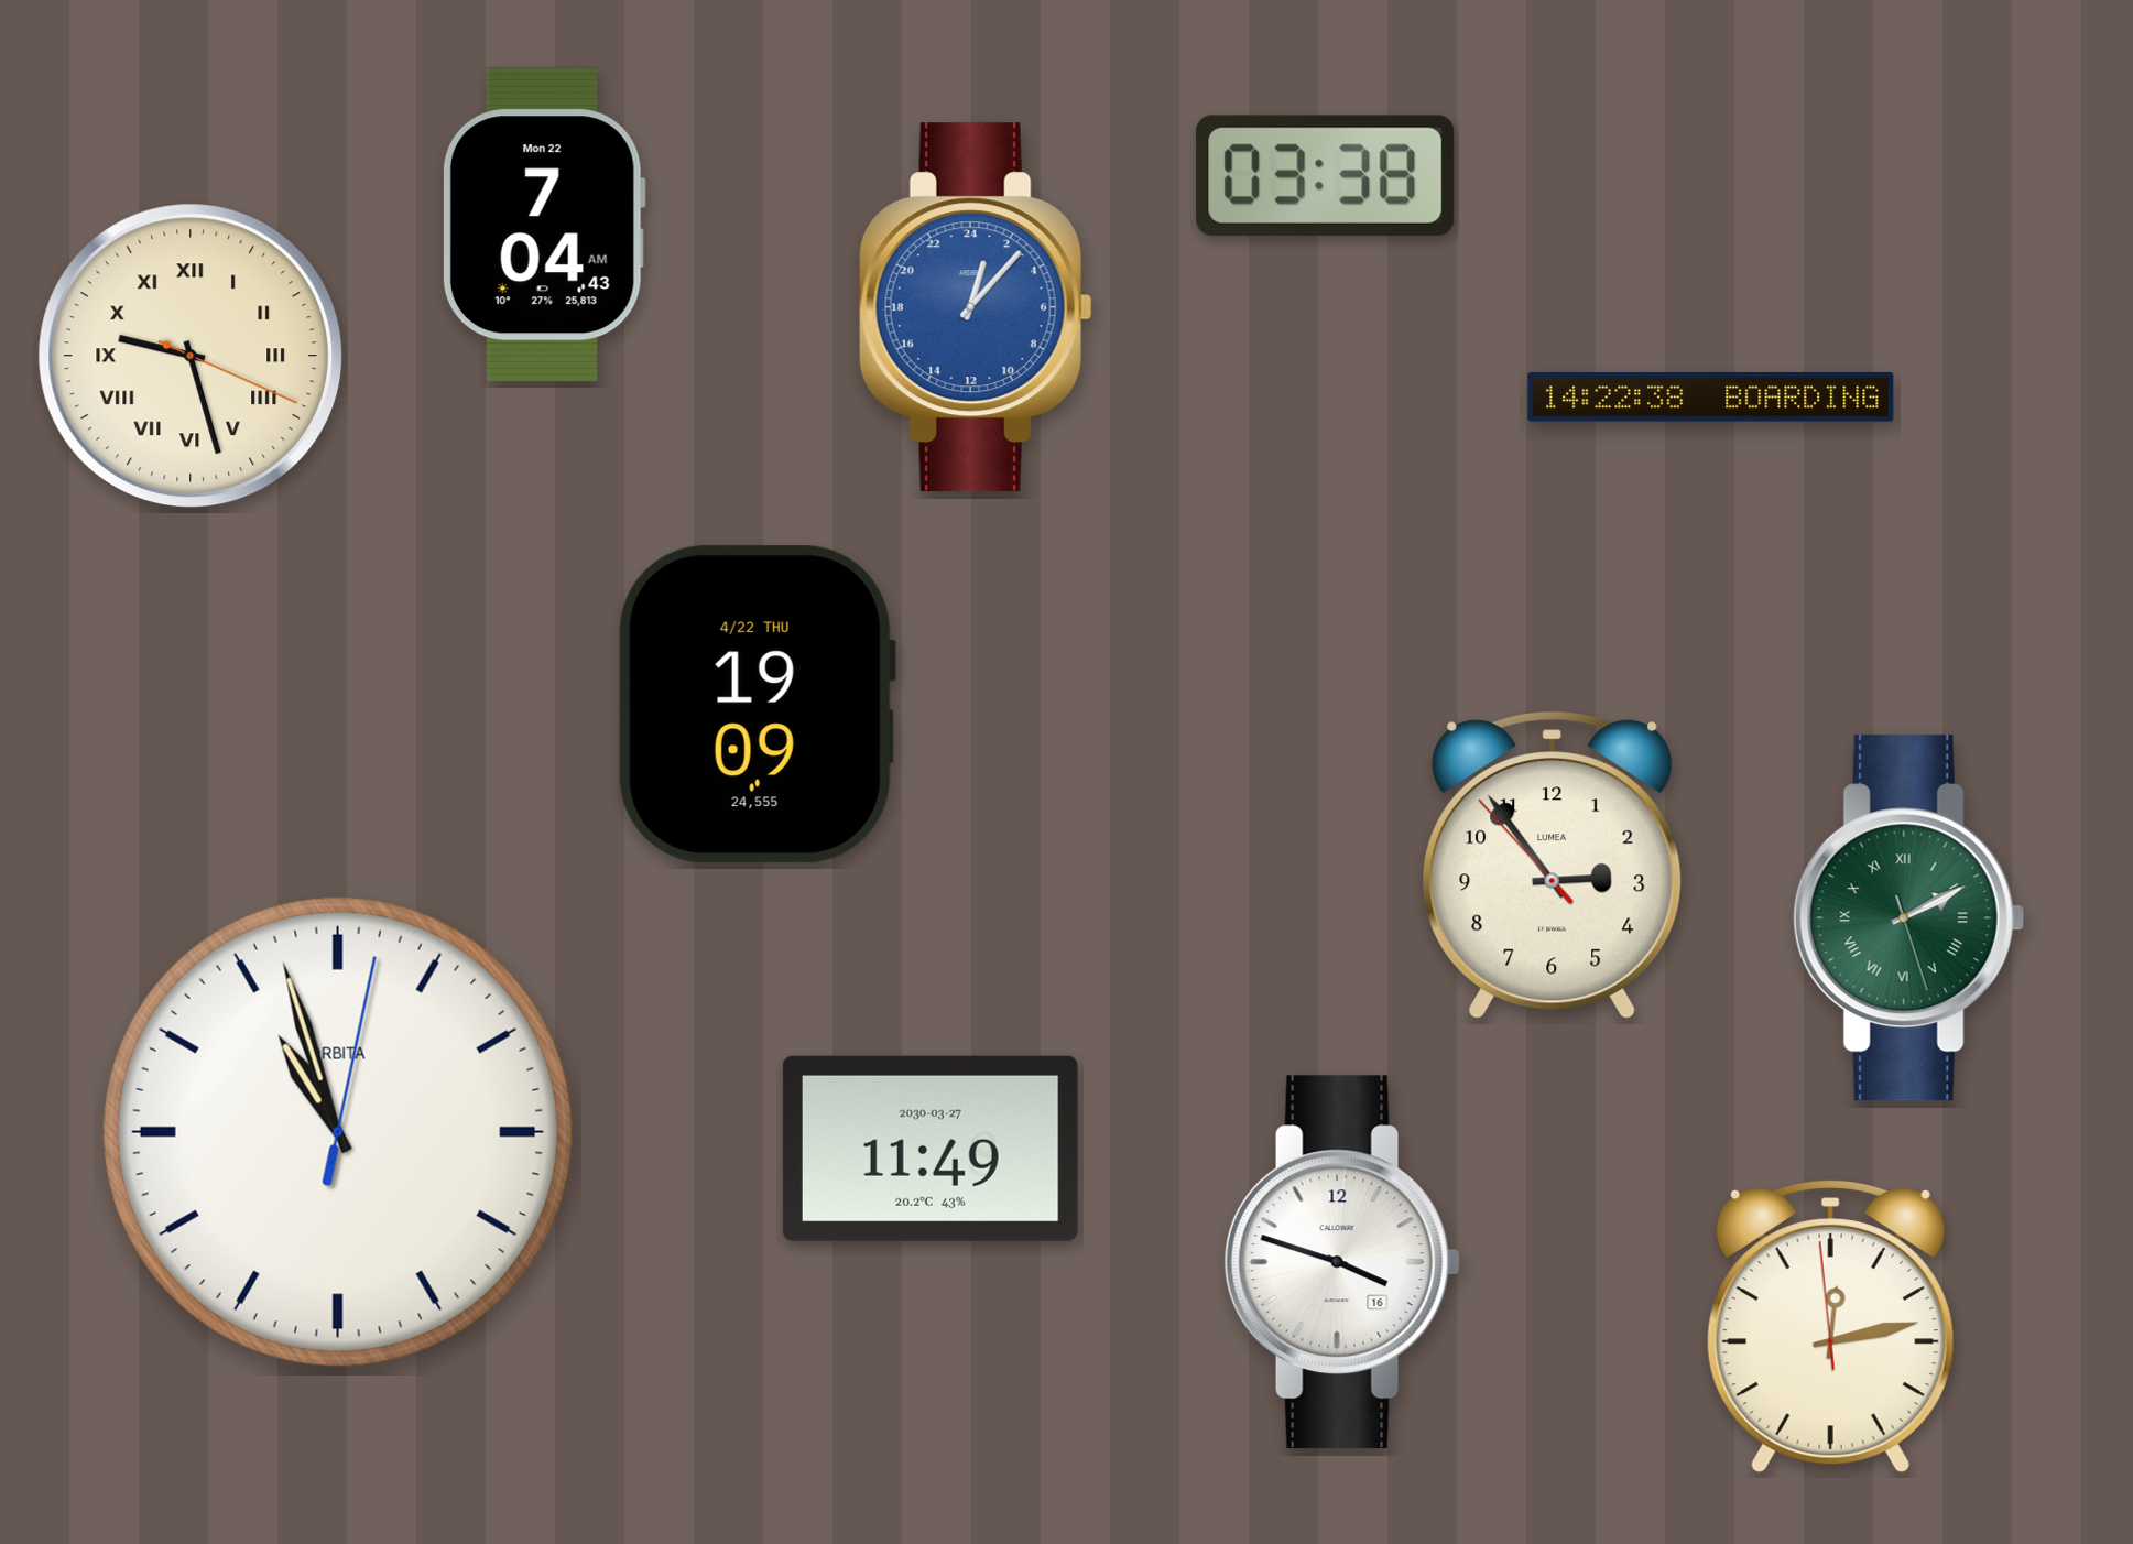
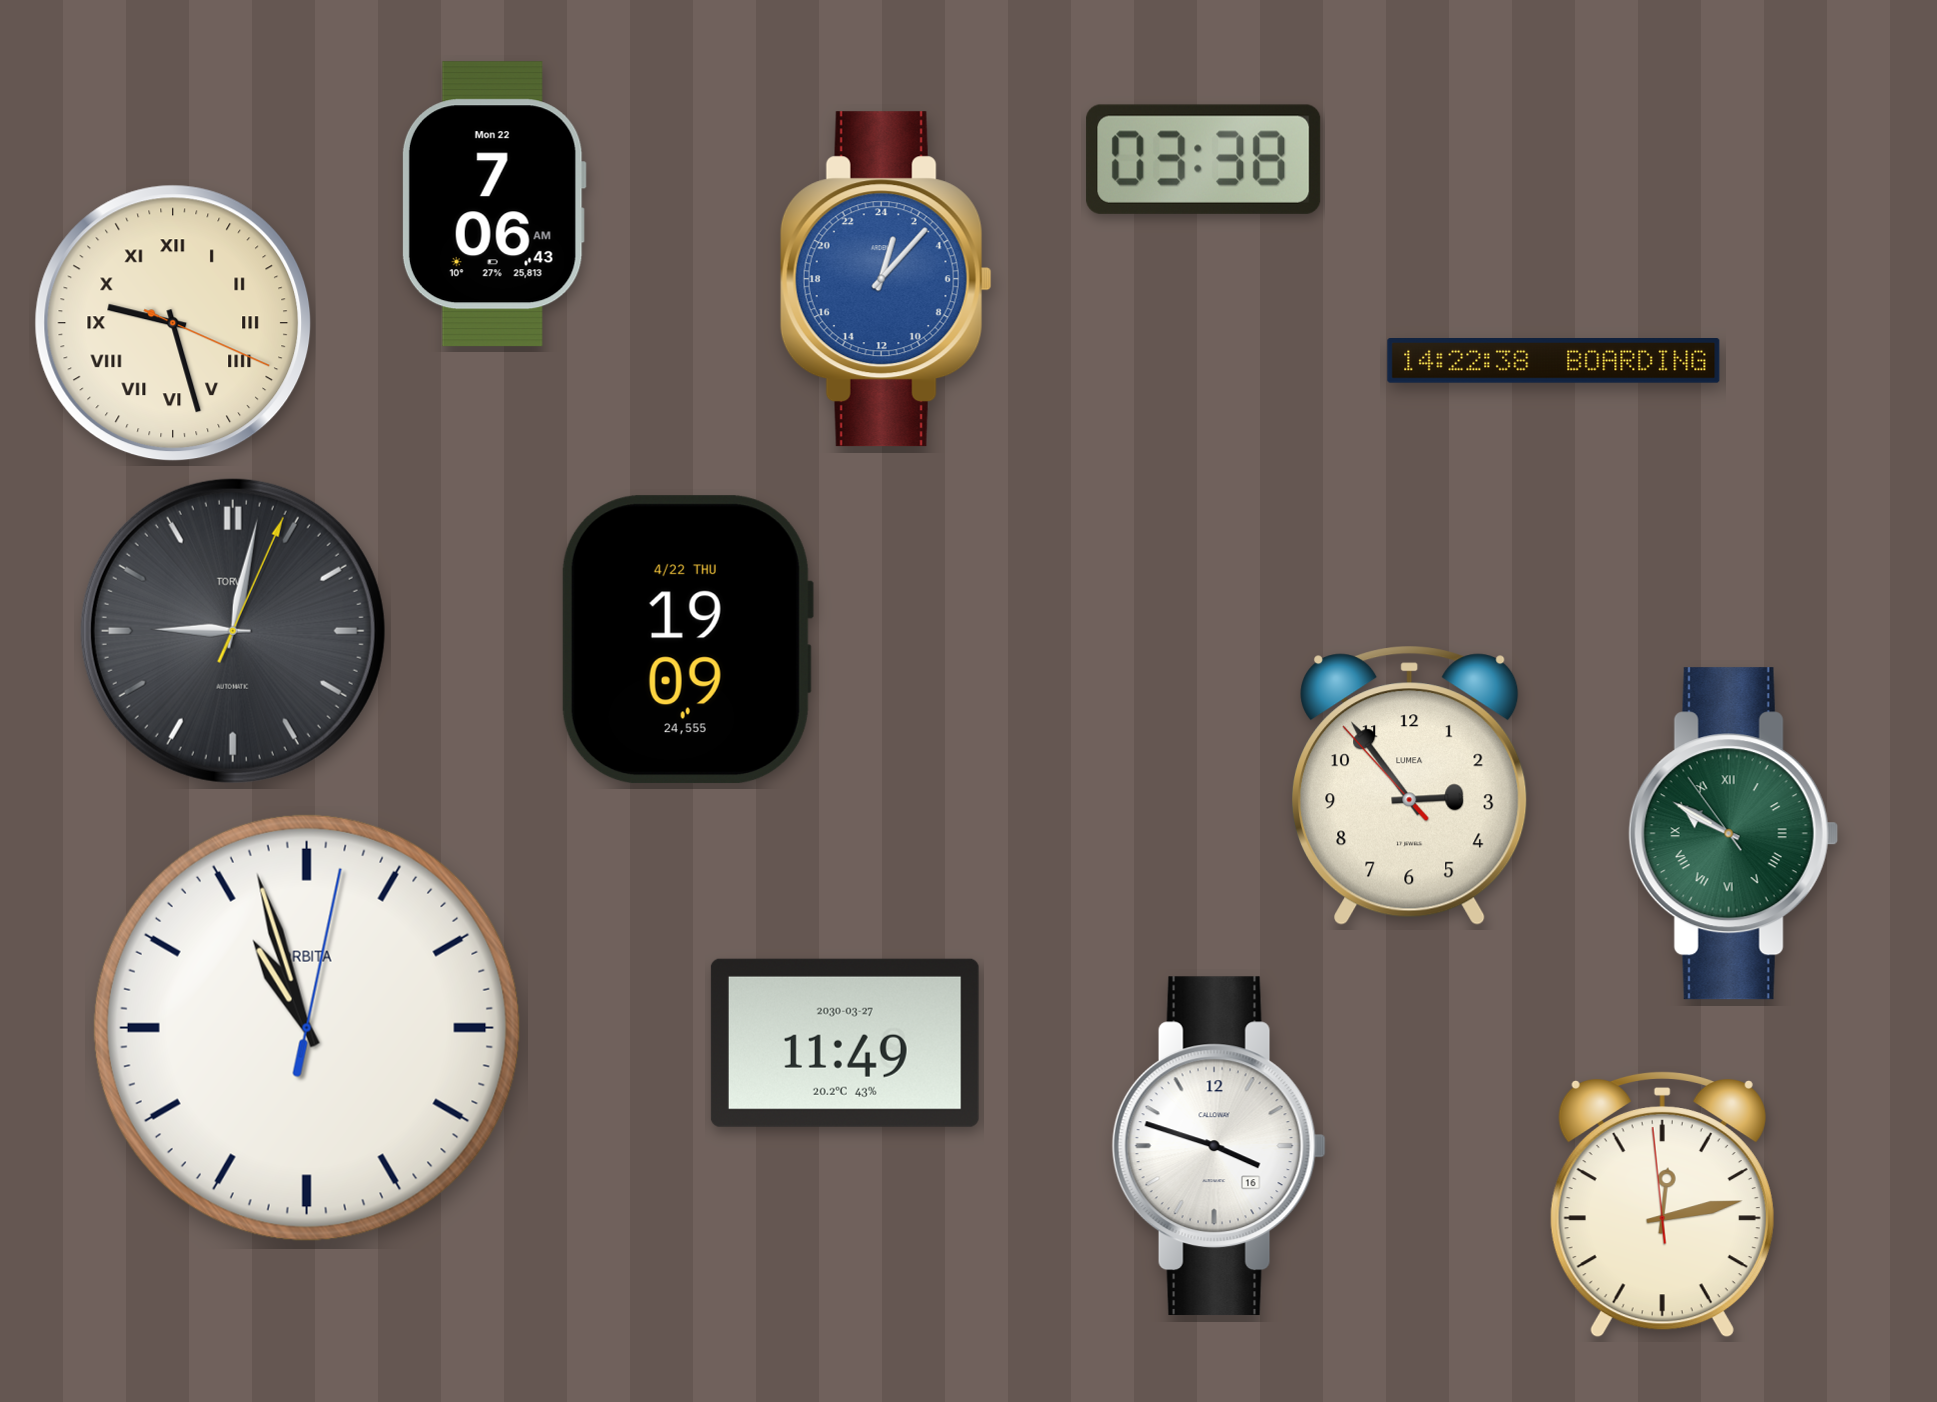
clock at (544, 225): 7:04 -> 7:06
clock at (233, 631): none -> 9:02
clock at (1908, 918): 2:10 -> 9:49
